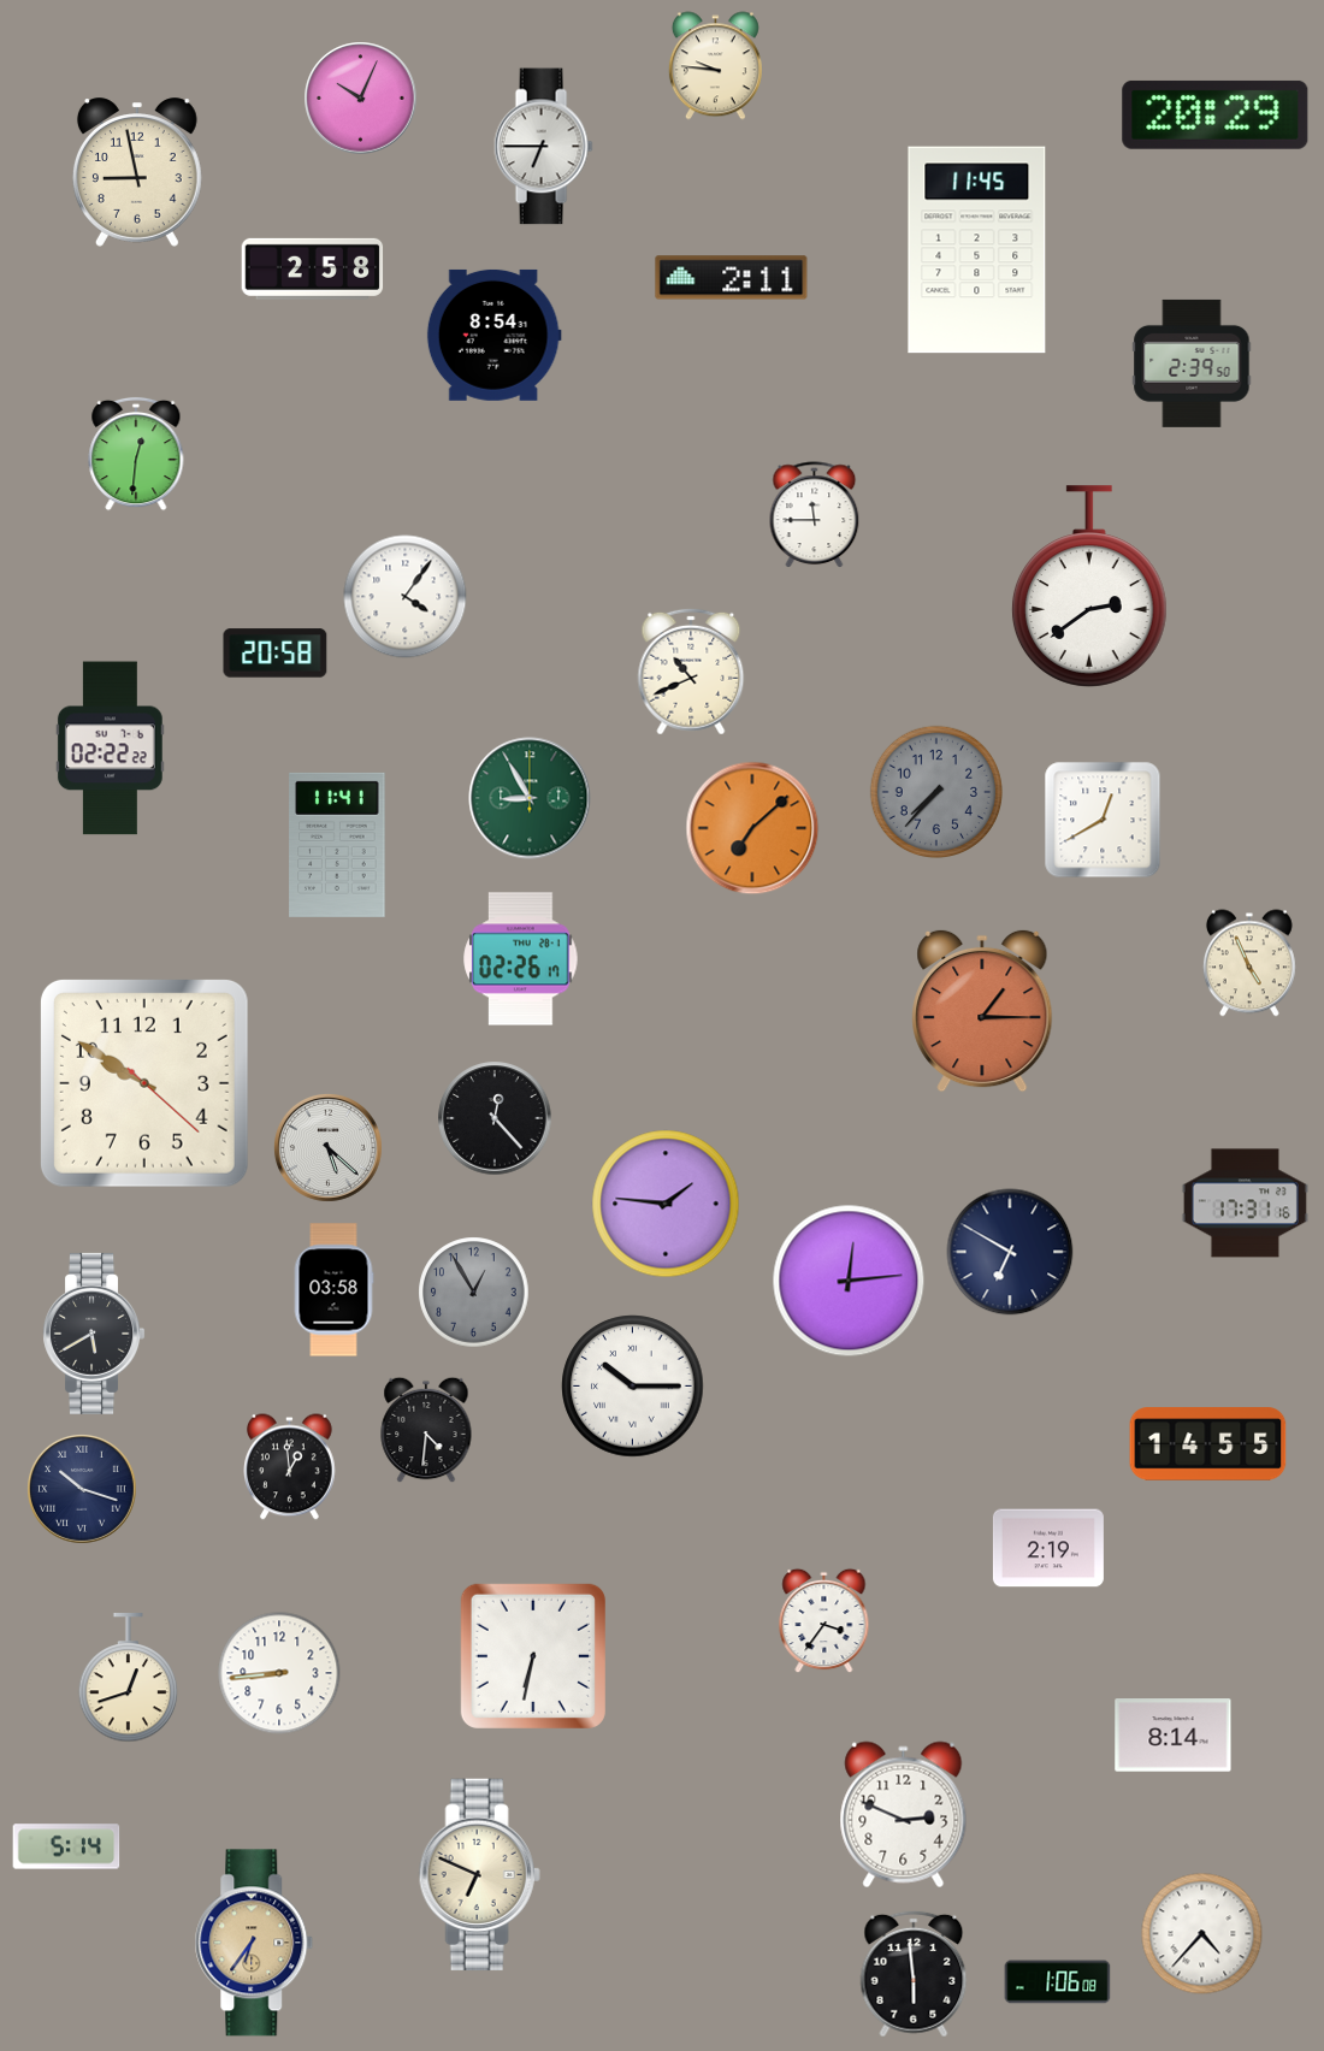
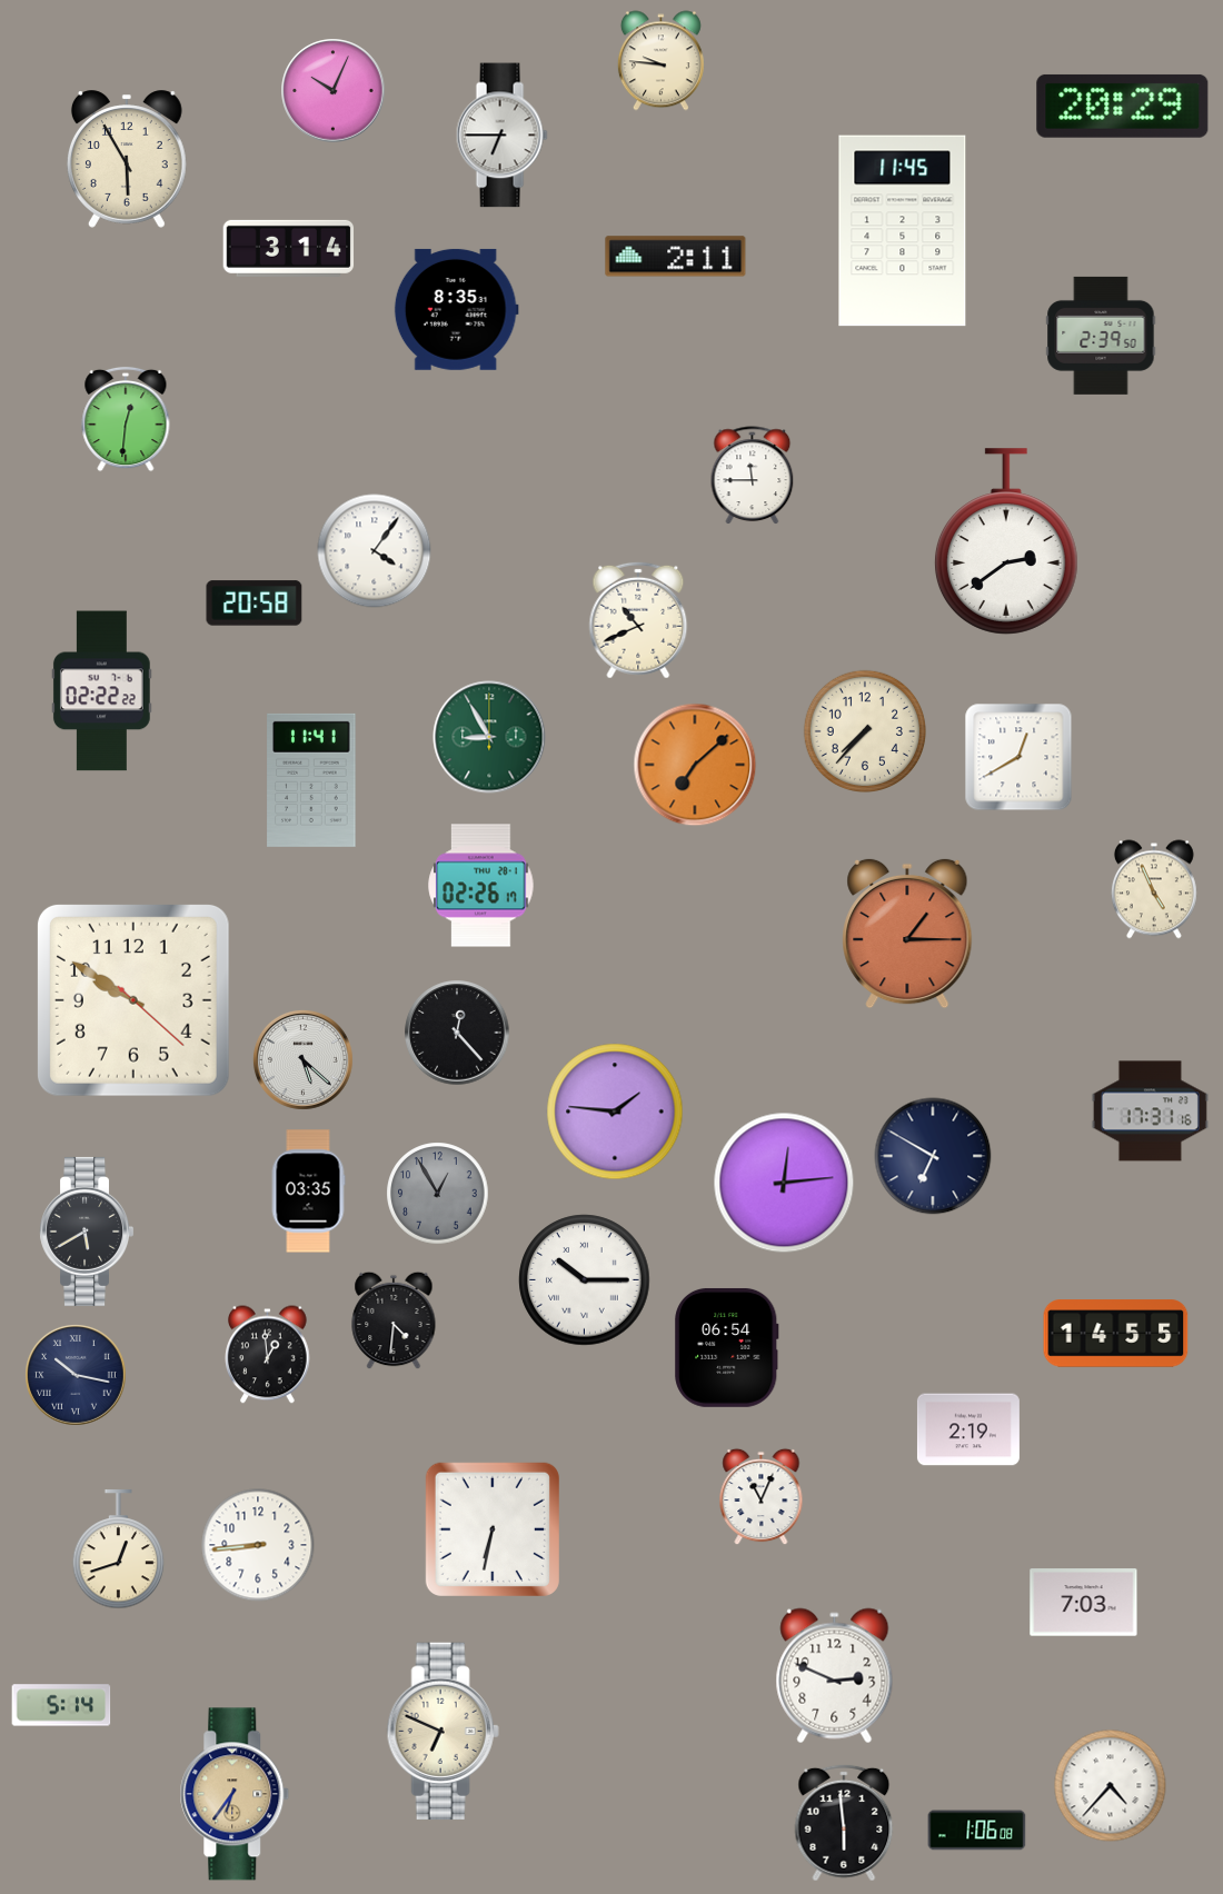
clock at (137, 172): 8:58 -> 5:55
clock at (313, 268): 2:58 -> 3:14
clock at (493, 335): 8:54 -> 8:35
clock at (935, 791) dial: grey -> cream
clock at (333, 1290): 03:58 -> 03:35
clock at (727, 1347): none -> 06:54
clock at (83, 1490): 10:18 -> 10:17
clock at (824, 1621): 3:36 -> 11:04
clock at (1174, 1736): 8:14 -> 7:03
